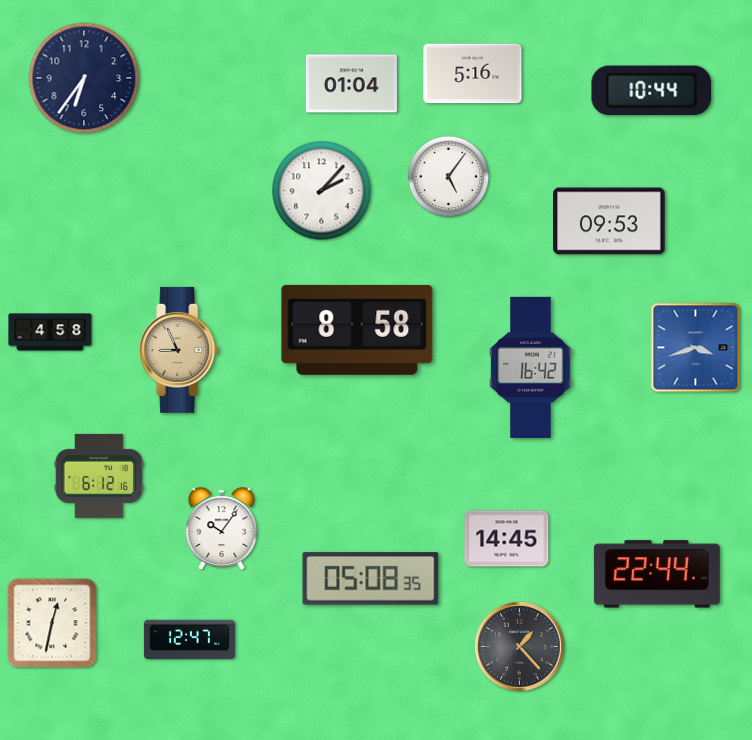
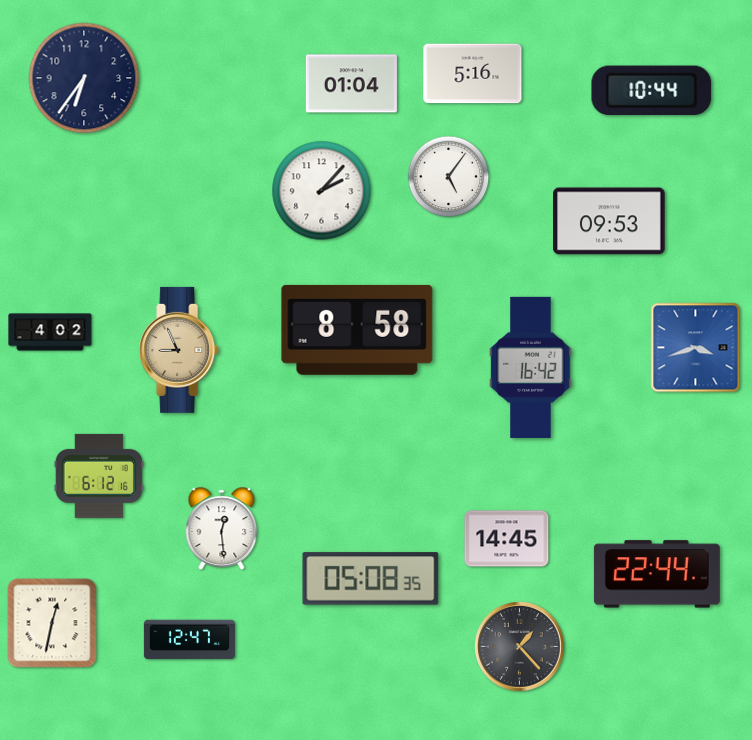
clock at (50, 332): 4:58 -> 4:02
clock at (222, 529): 10:06 -> 12:29
